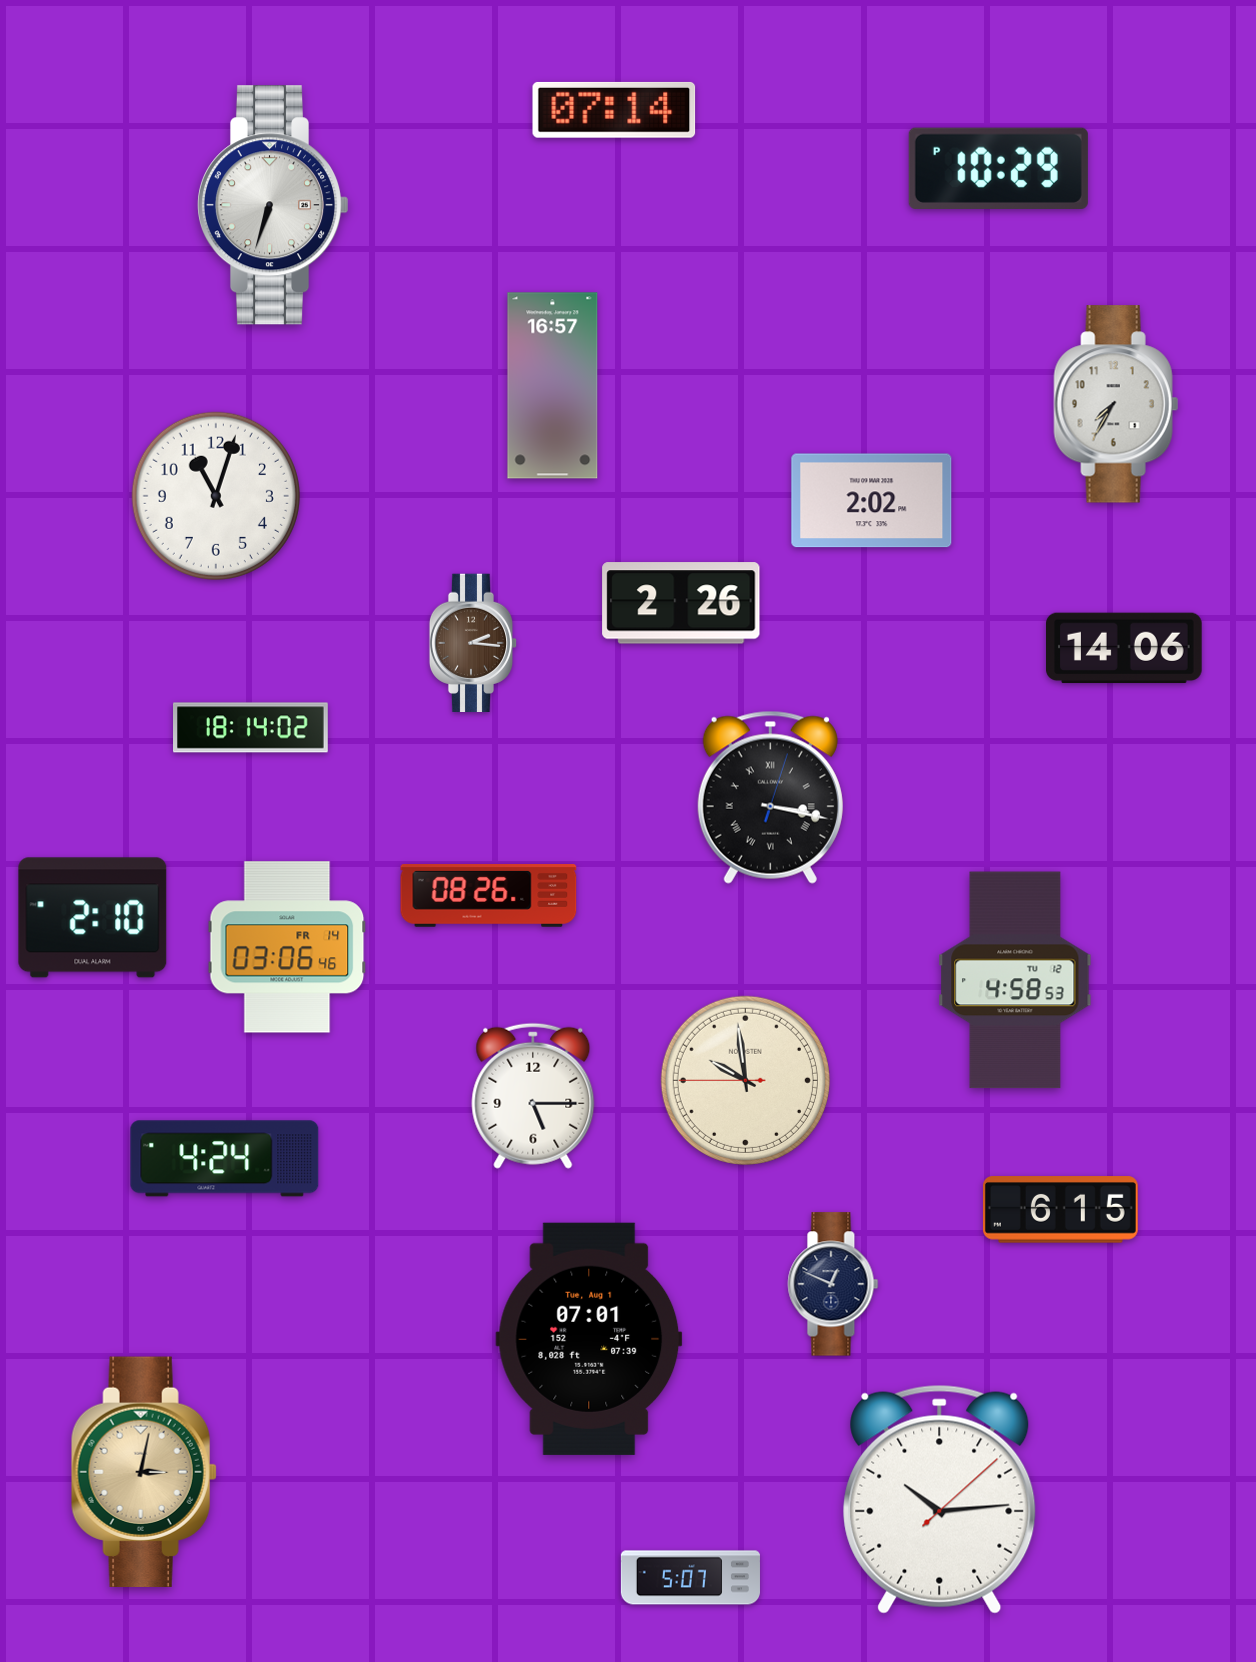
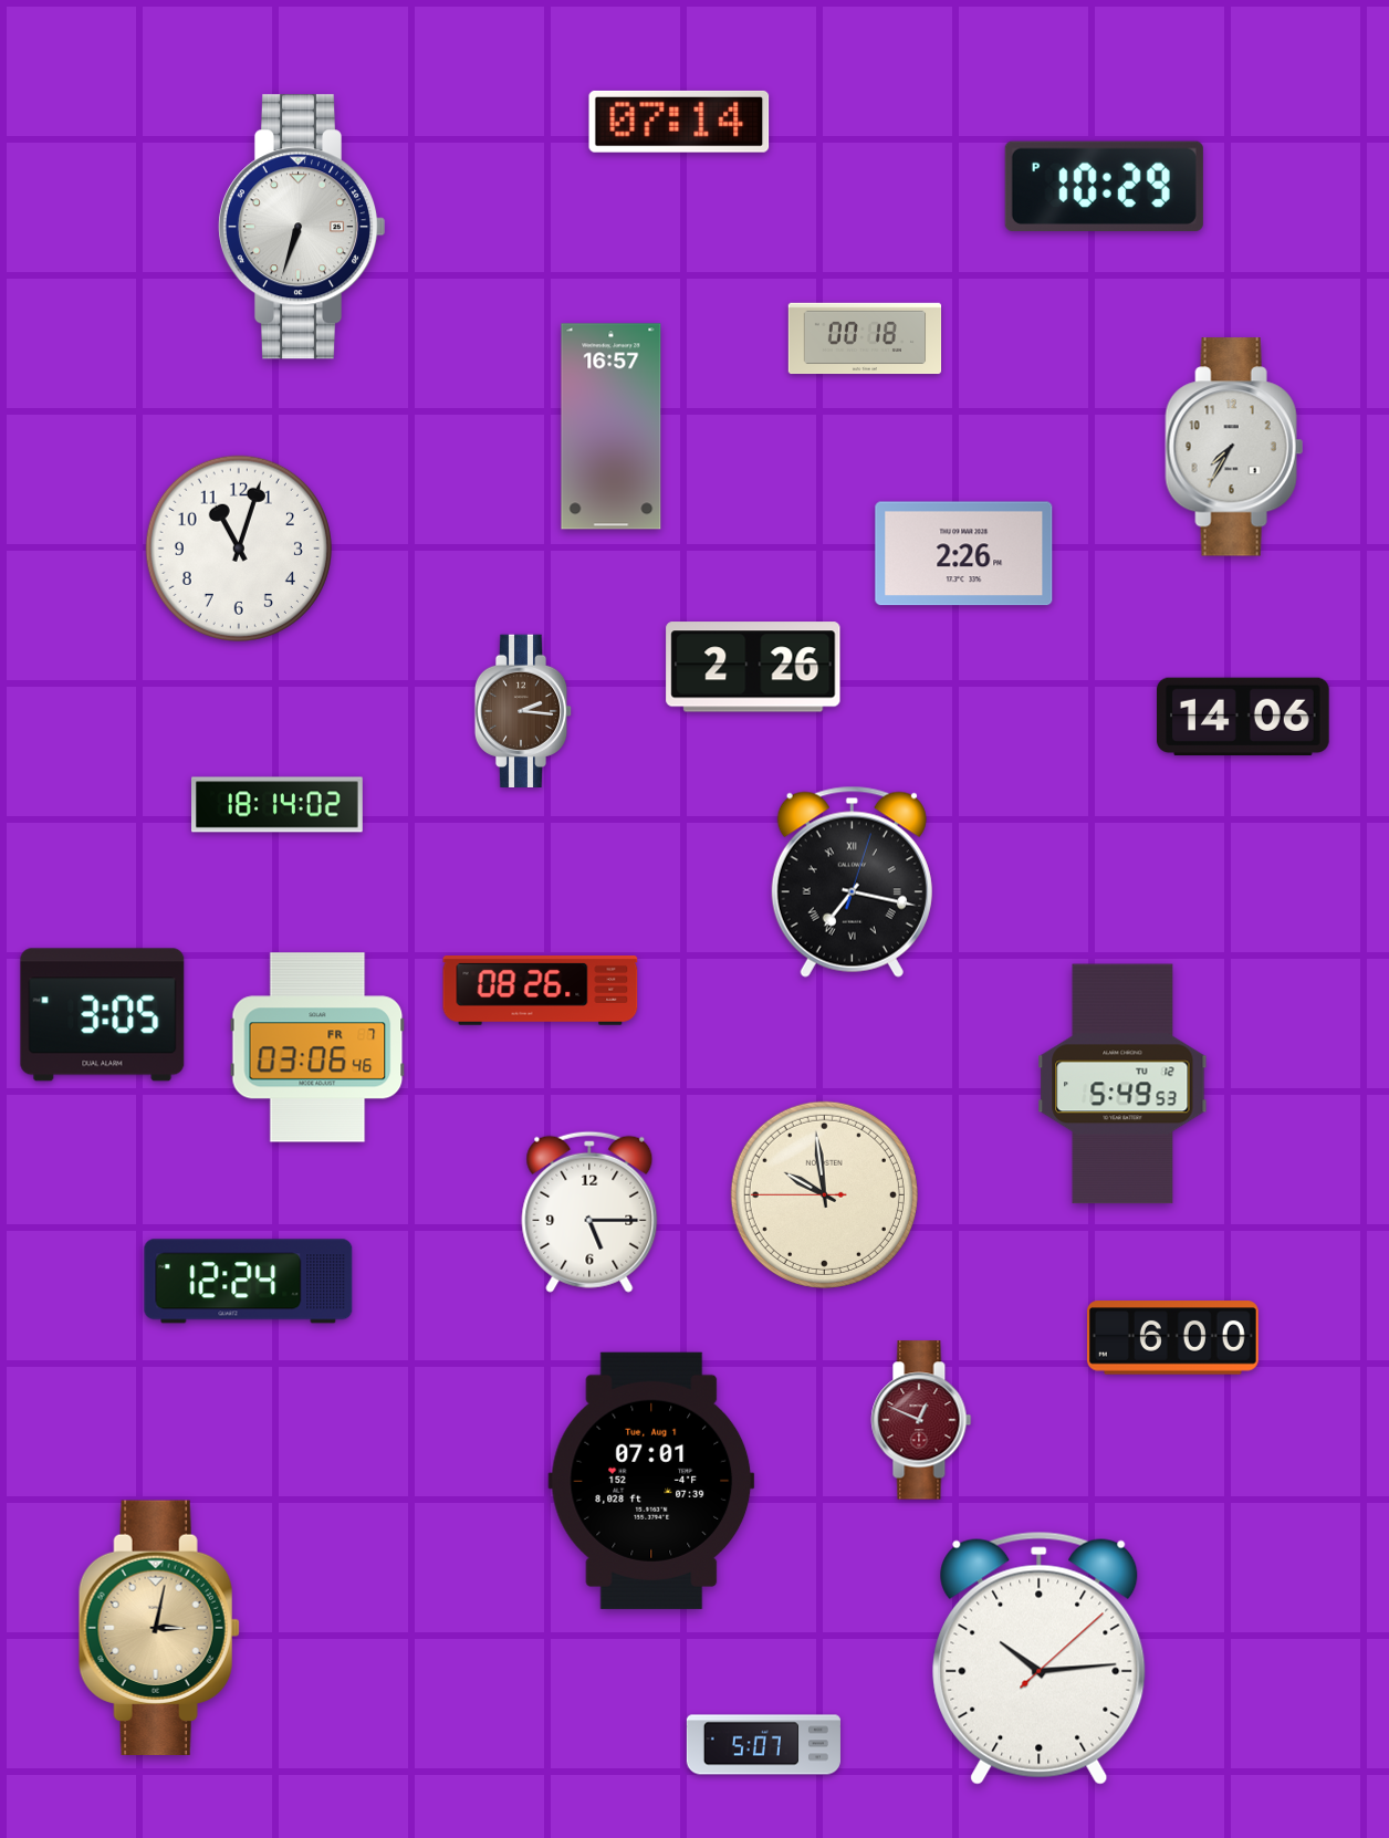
clock at (865, 338): none -> 00:18
clock at (872, 501): 2:02 -> 2:26
clock at (770, 797): 3:17 -> 7:17
clock at (93, 918): 2:10 -> 3:05
clock at (287, 947) date: FR 14 -> FR 7
clock at (1015, 980): 4:58 -> 5:49
clock at (225, 1159): 4:24 -> 12:24
clock at (1060, 1210): 6:15 -> 6:00
clock at (833, 1284) dial: navy -> burgundy
